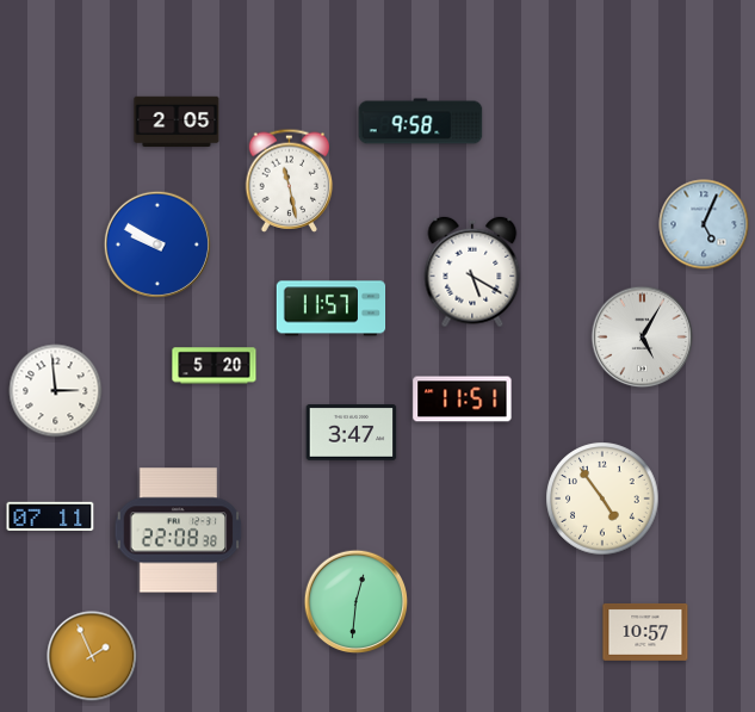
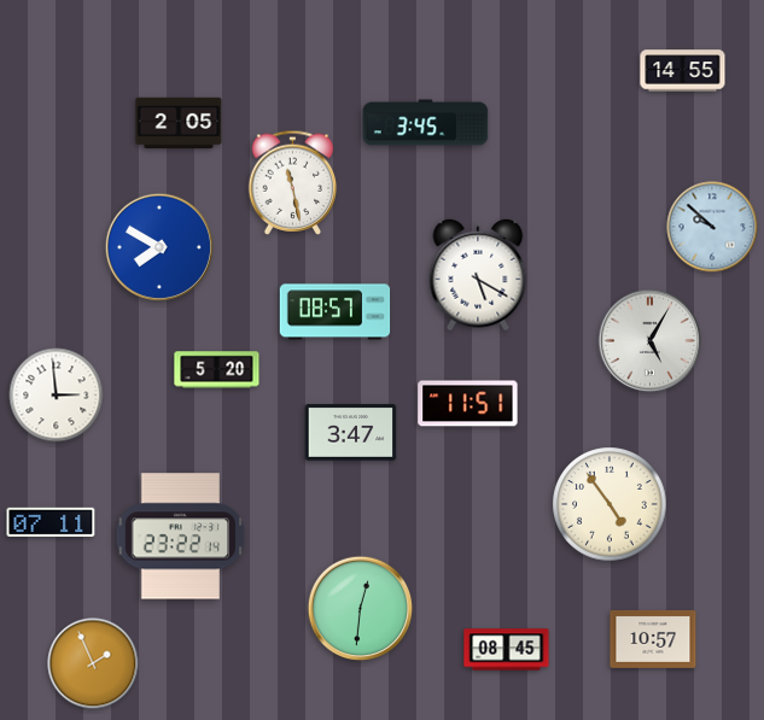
clock at (683, 71): none -> 14:55
clock at (421, 122): 9:58 -> 3:45
clock at (704, 224): 5:04 -> 9:52
clock at (157, 244): 9:50 -> 7:50
clock at (332, 309): 11:57 -> 08:57
clock at (352, 433) position: (352, 433) -> (351, 433)
clock at (179, 531): 22:08 -> 23:22
clock at (507, 650): none -> 08:45
